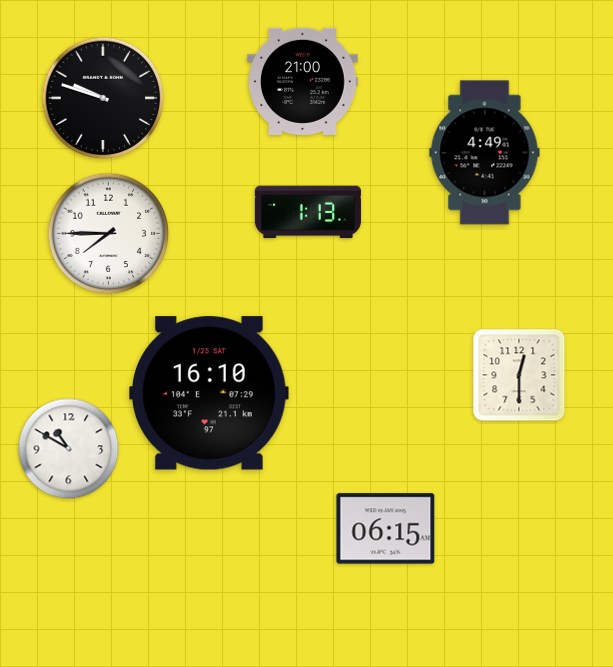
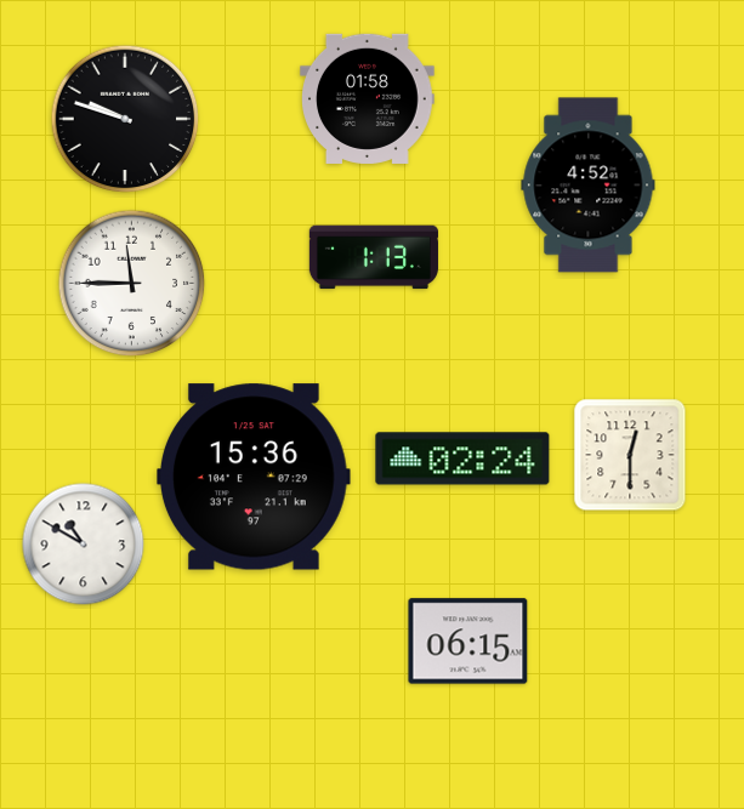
clock at (303, 81): 21:00 -> 01:58
clock at (485, 153): 4:49 -> 4:52
clock at (109, 234): 7:45 -> 11:45
clock at (462, 458): none -> 02:24
clock at (210, 393): 16:10 -> 15:36
